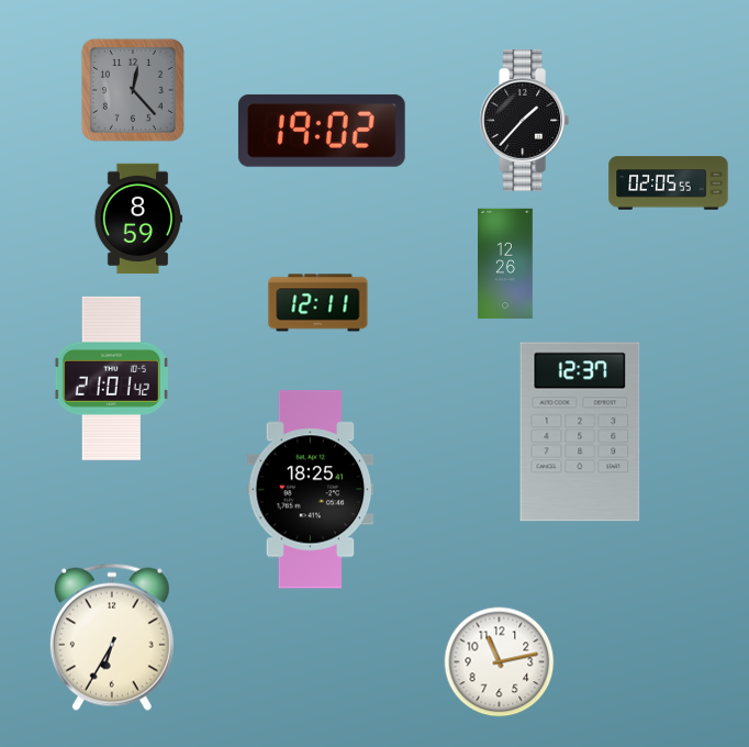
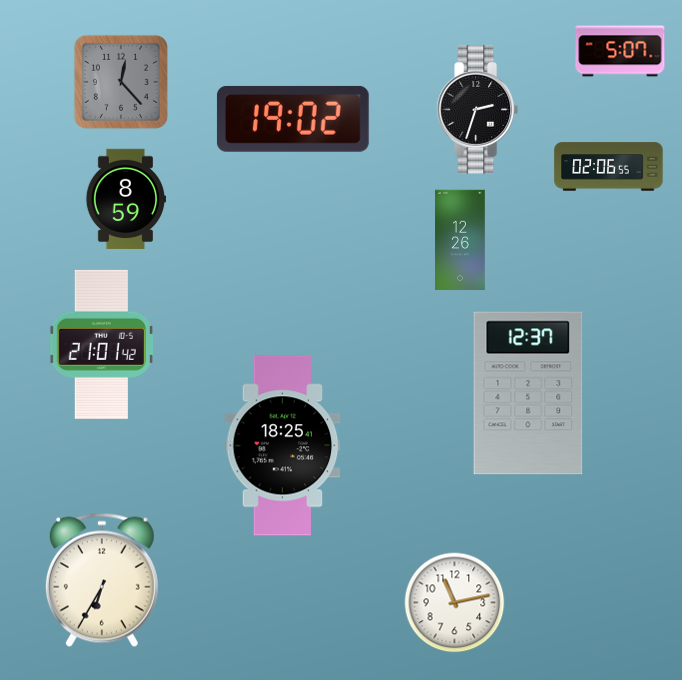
clock at (620, 51): none -> 5:07
clock at (525, 121): 1:37 -> 2:33
clock at (669, 183): 02:05 -> 02:06
clock at (318, 303): 12:11 -> none
